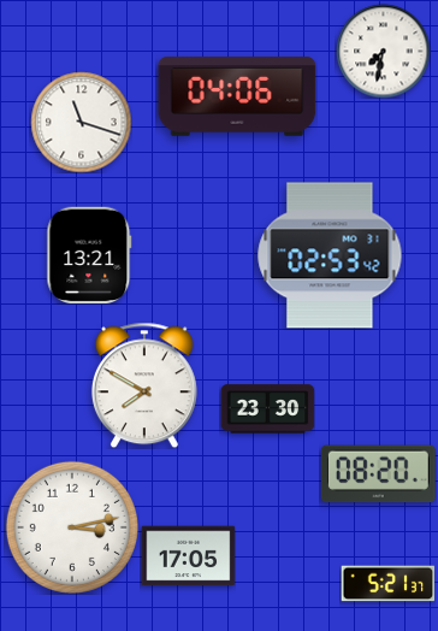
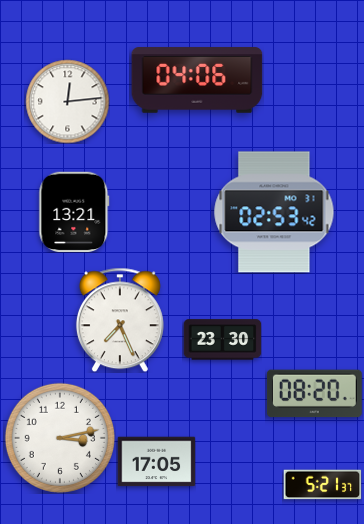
clock at (383, 51): 7:32 -> none
clock at (81, 122): 11:18 -> 12:14
clock at (144, 385): 7:50 -> 7:26
